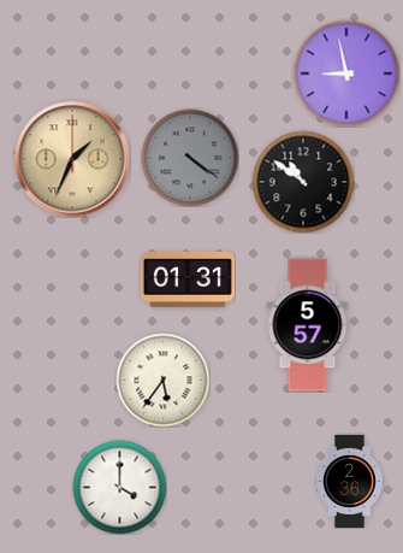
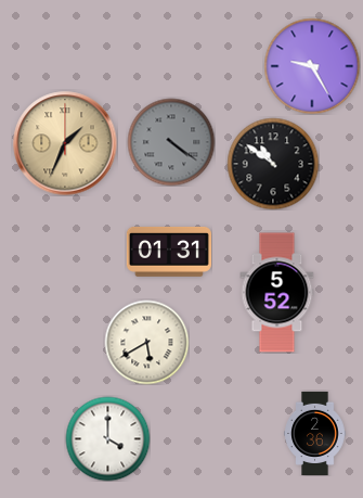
clock at (346, 73): 8:58 -> 9:25
clock at (308, 325): 5:57 -> 5:52
clock at (162, 380): 5:36 -> 5:40
